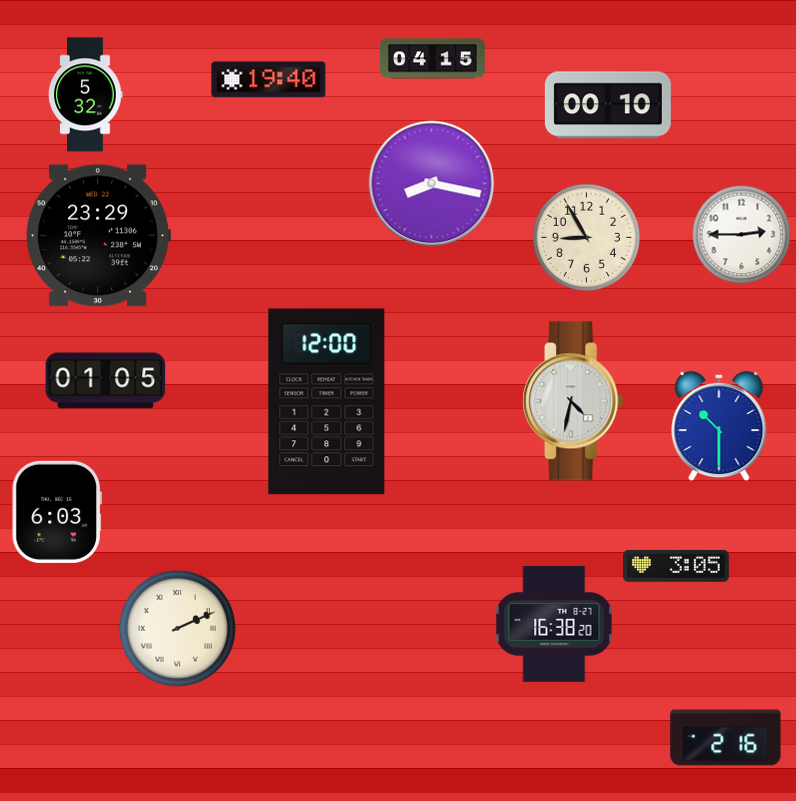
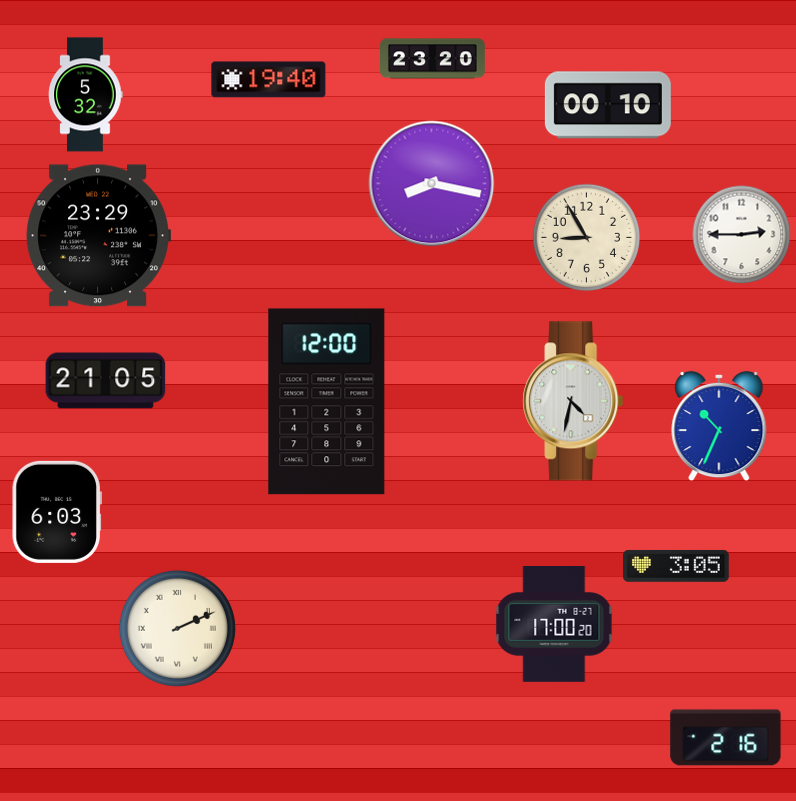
clock at (433, 59): 04:15 -> 23:20
clock at (106, 381): 01:05 -> 21:05
clock at (719, 426): 10:30 -> 10:34
clock at (554, 625): 16:38 -> 17:00
